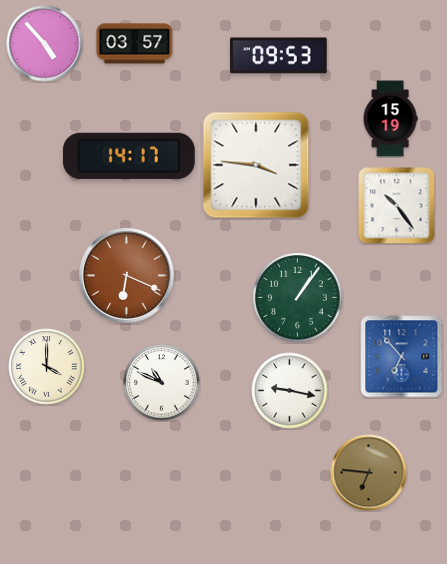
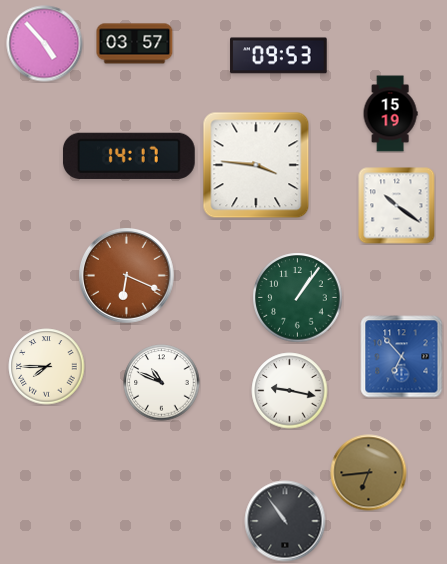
clock at (390, 119) position: (390, 119) -> (390, 114)
clock at (397, 206): 10:24 -> 10:21
clock at (47, 367): 4:00 -> 7:45
clock at (369, 473): 6:46 -> 6:44
clock at (285, 521): none -> 10:54
